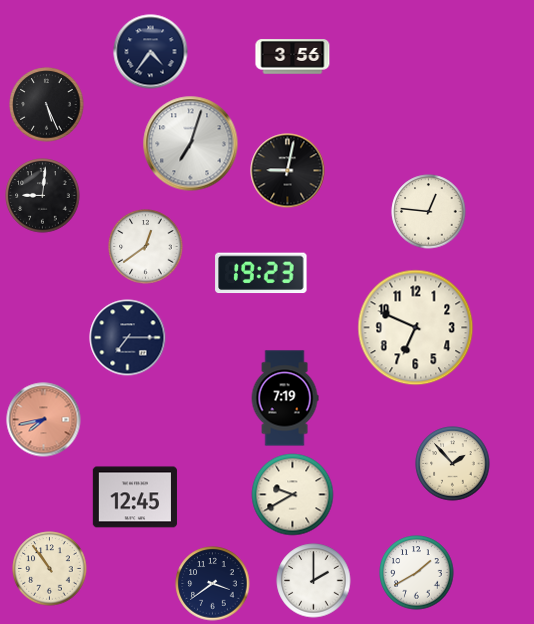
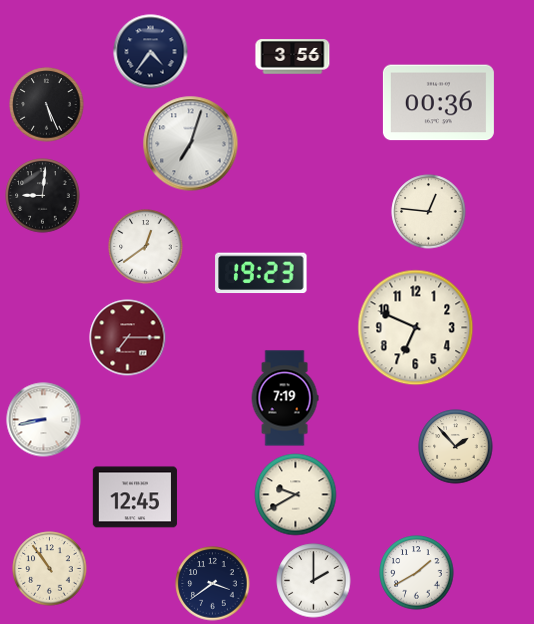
clock at (438, 103): none -> 00:36
clock at (288, 171): 9:02 -> none
clock at (128, 338) dial: navy -> burgundy
clock at (44, 420): 7:43 -> 8:43
clock at (44, 420) dial: salmon -> white
clock at (453, 464) position: (453, 464) -> (456, 447)
clock at (293, 495) position: (293, 495) -> (296, 495)
